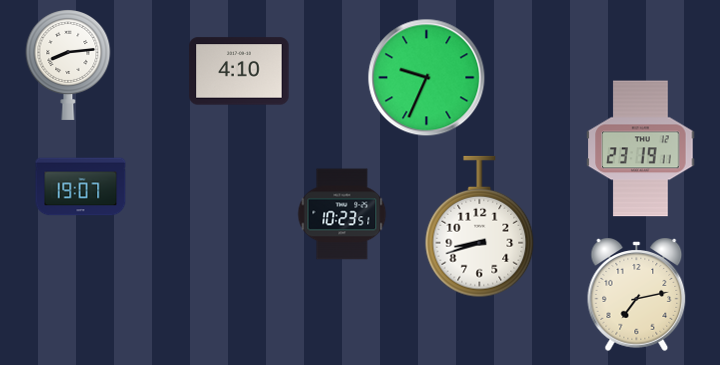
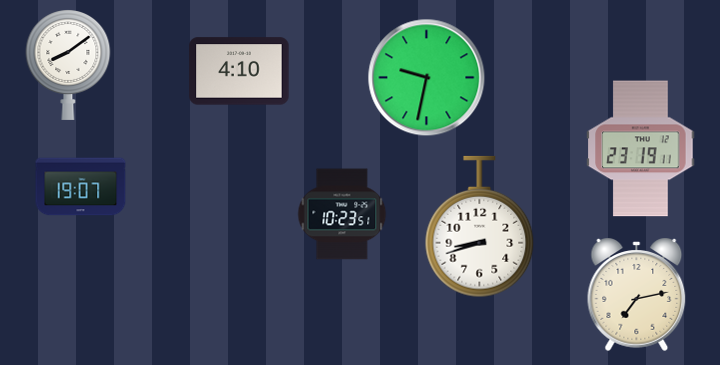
clock at (68, 65): 8:14 -> 8:09
clock at (427, 78): 9:34 -> 9:32
